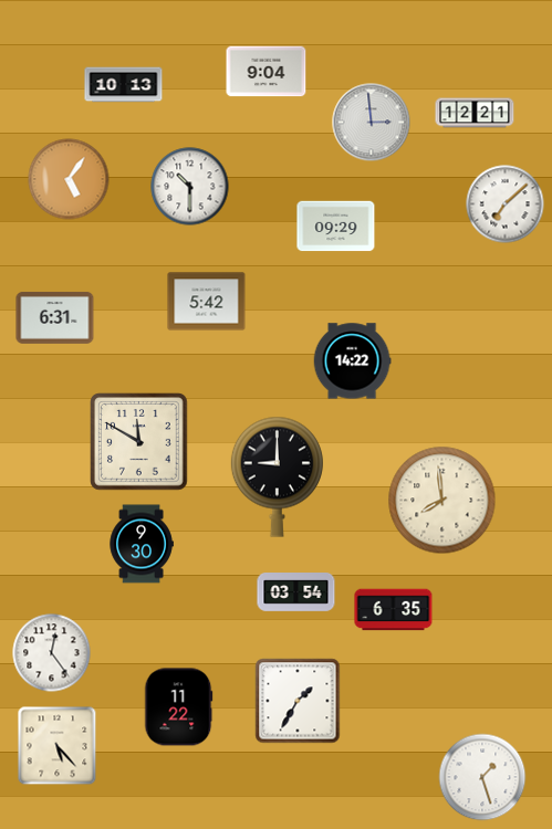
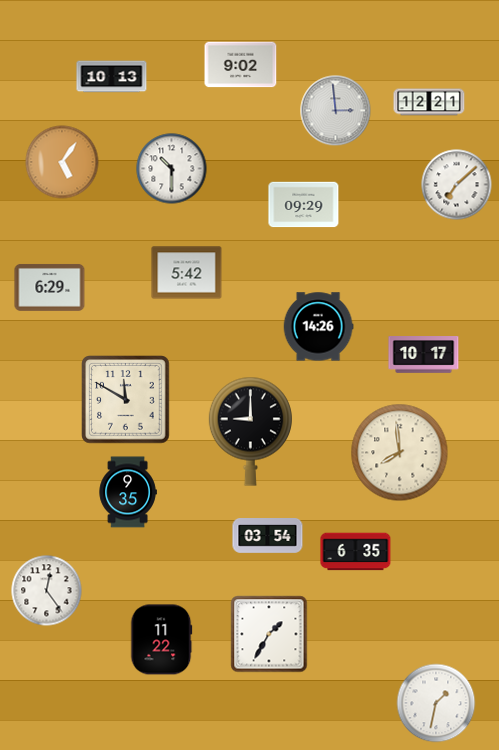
clock at (267, 72): 9:04 -> 9:02
clock at (55, 318): 6:31 -> 6:29
clock at (352, 361): 14:22 -> 14:26
clock at (424, 355): none -> 10:17
clock at (142, 544): 9:30 -> 9:35
clock at (58, 746): 5:23 -> none
clock at (482, 777): 1:27 -> 1:32
